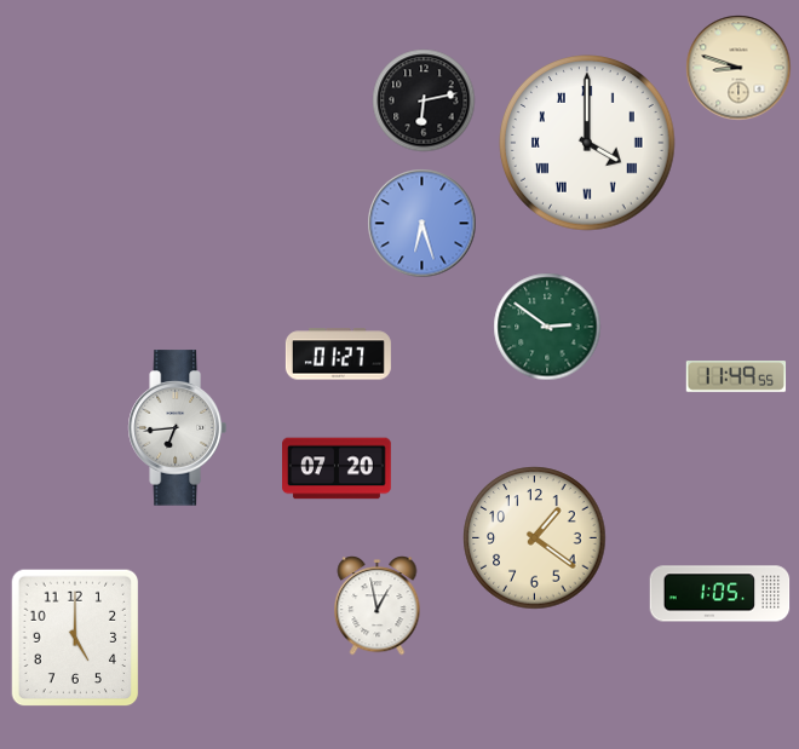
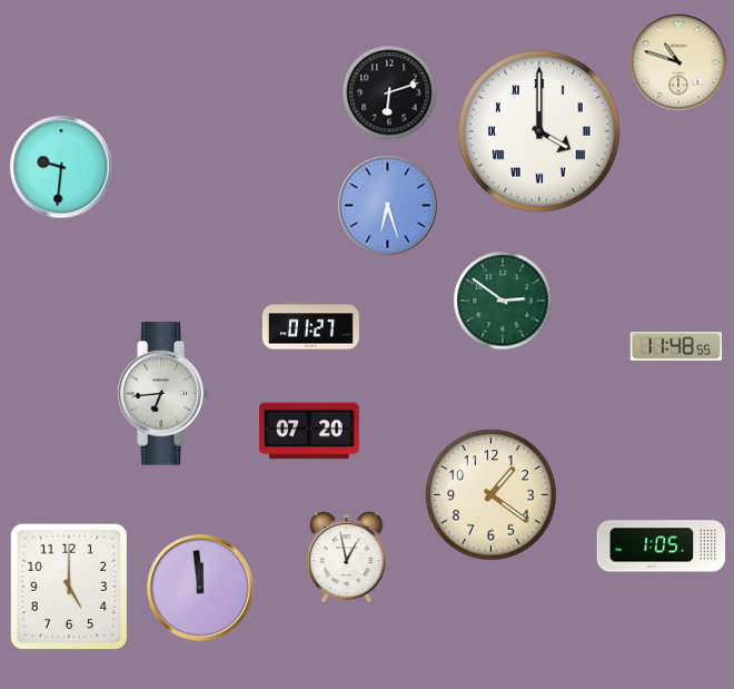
clock at (738, 68): 8:48 -> 10:48
clock at (424, 100): 6:13 -> 6:12
clock at (61, 167): none -> 9:31
clock at (736, 378): 11:49 -> 11:48
clock at (200, 588): none -> 11:59
